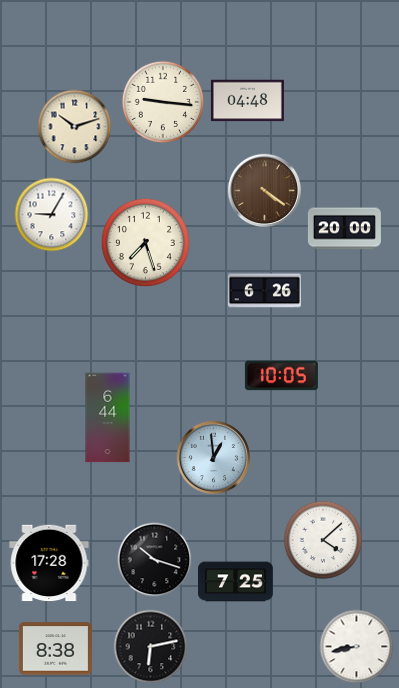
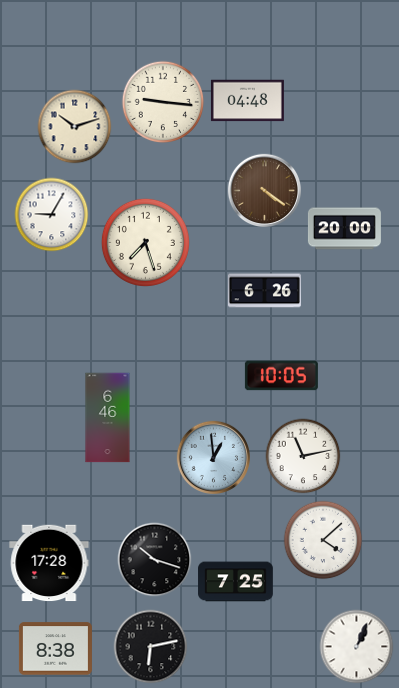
clock at (108, 418): 6:44 -> 6:46
clock at (303, 456): none -> 11:13
clock at (357, 647): 8:43 -> 1:04
